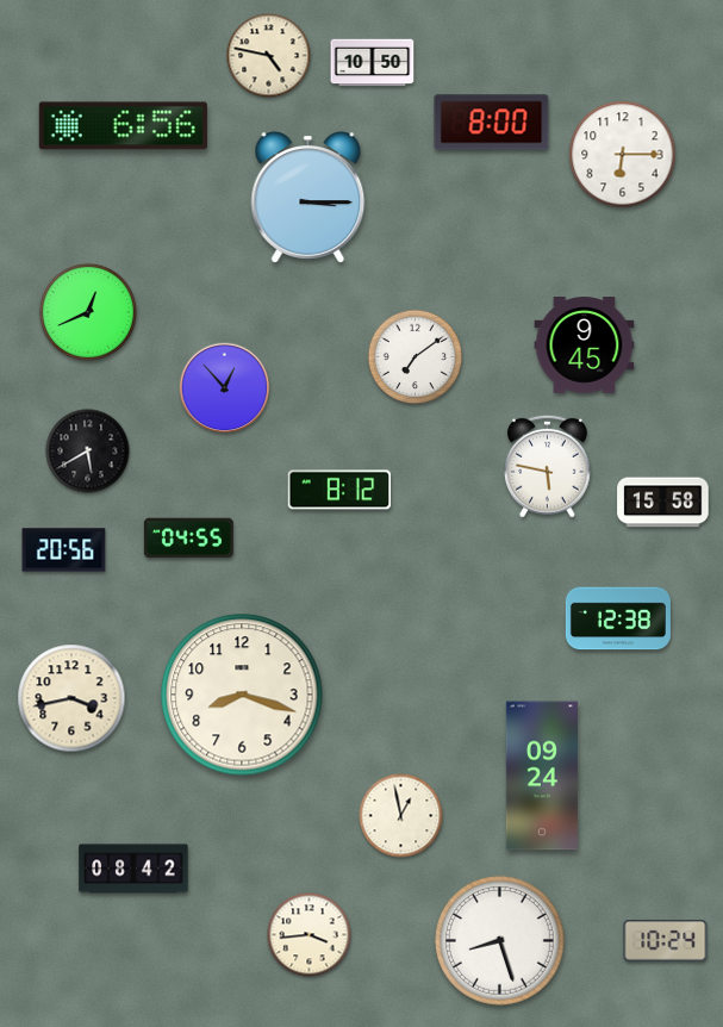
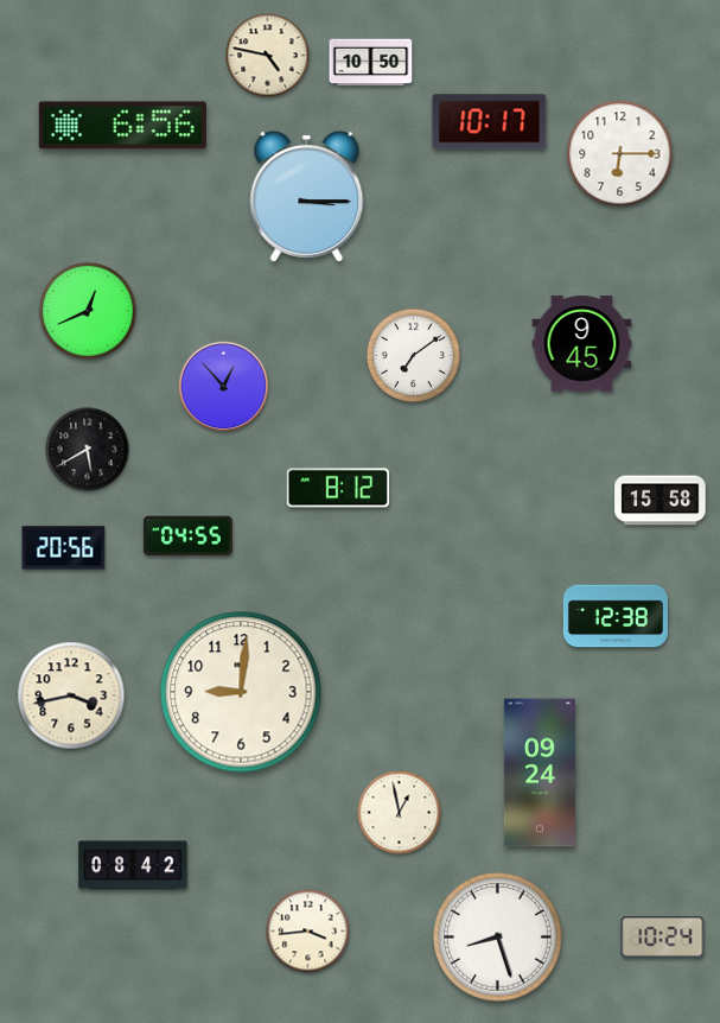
clock at (492, 123): 8:00 -> 10:17
clock at (547, 466): 5:47 -> none
clock at (242, 695): 8:18 -> 9:01
